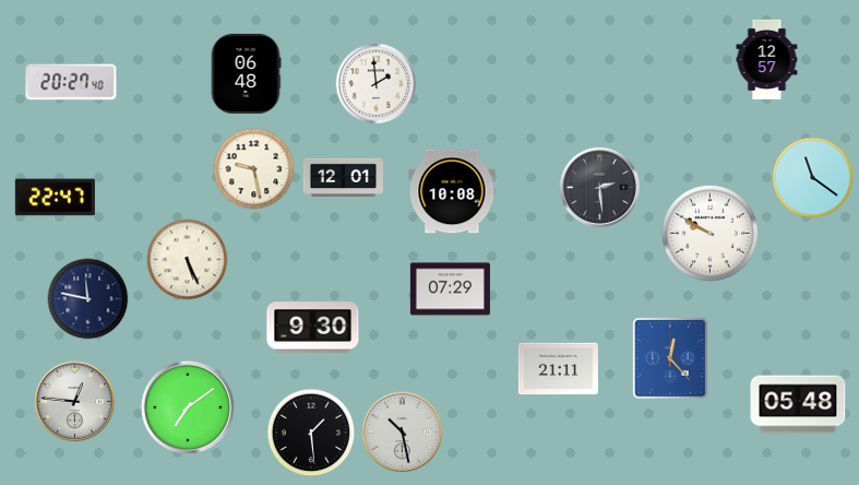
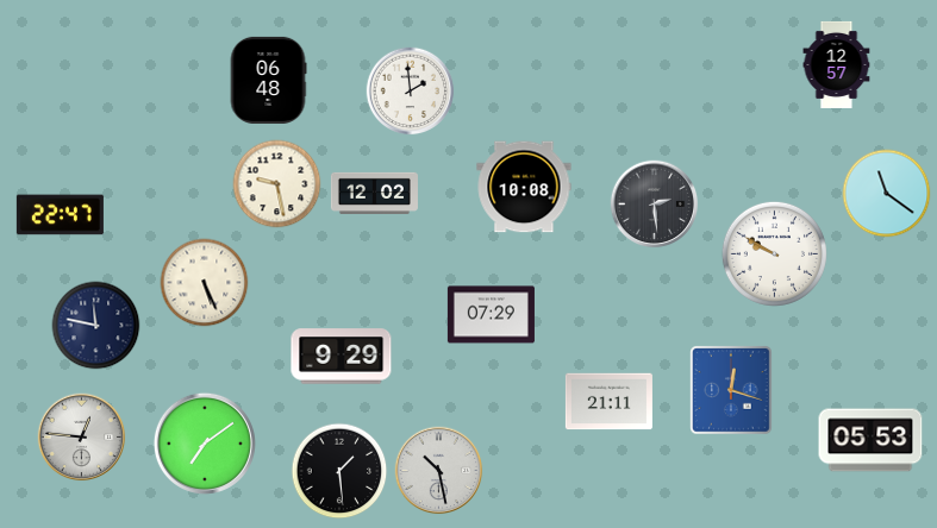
clock at (71, 82): 20:27 -> none
clock at (343, 177): 12:01 -> 12:02
clock at (452, 191) position: (452, 191) -> (524, 187)
clock at (313, 328): 9:30 -> 9:29
clock at (671, 358): 12:23 -> 12:18
clock at (798, 404): 05:48 -> 05:53
